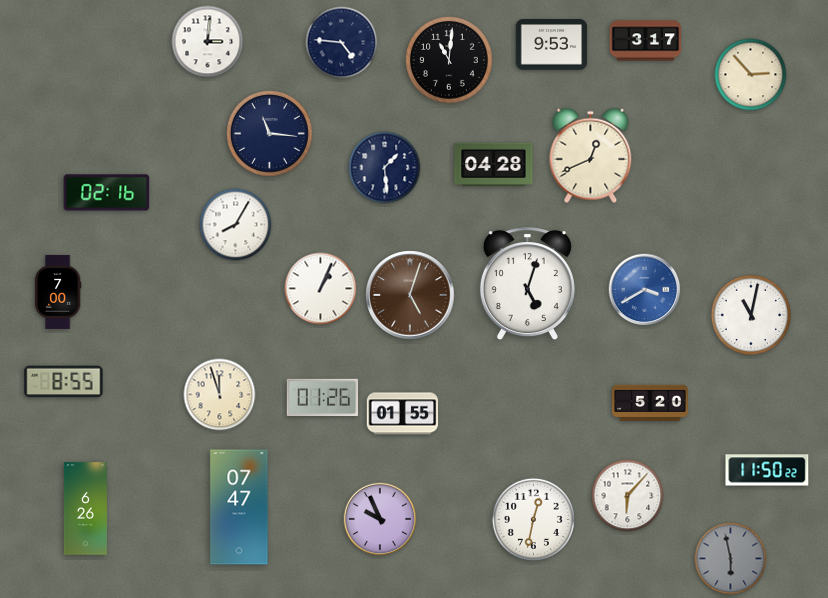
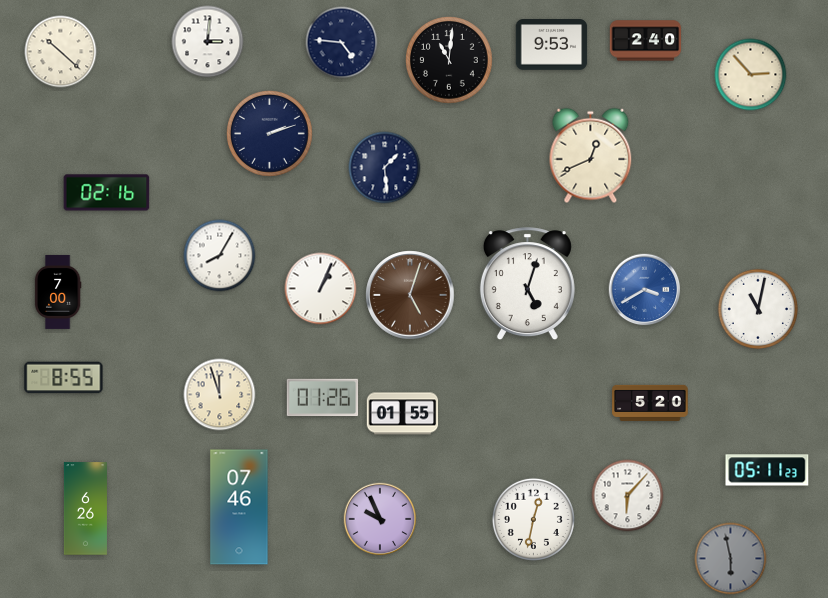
clock at (646, 41): 3:17 -> 2:40
clock at (61, 52): none -> 10:22
clock at (270, 134): 11:16 -> 2:12
clock at (494, 165): 04:28 -> none
clock at (236, 225) position: (236, 225) -> (220, 256)
clock at (751, 315) position: (751, 315) -> (758, 309)
clock at (64, 382) position: (64, 382) -> (64, 378)
clock at (767, 470): 11:50 -> 05:11
clock at (239, 507): 07:47 -> 07:46
